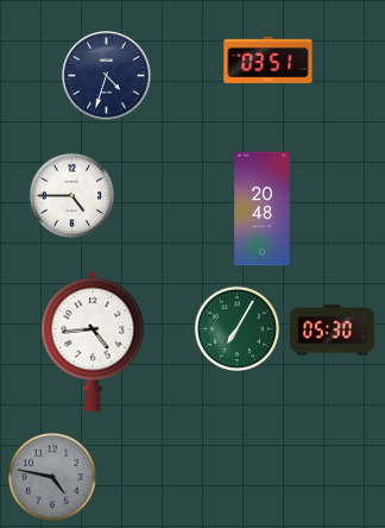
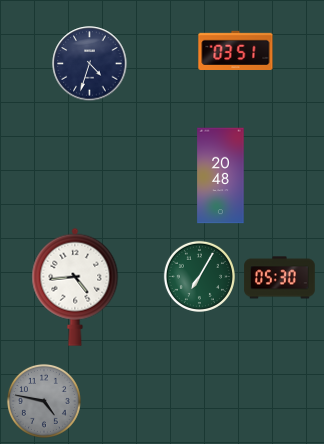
clock at (269, 61) position: (269, 61) -> (236, 51)
clock at (71, 195): 4:45 -> none
clock at (93, 341) position: (93, 341) -> (75, 287)
